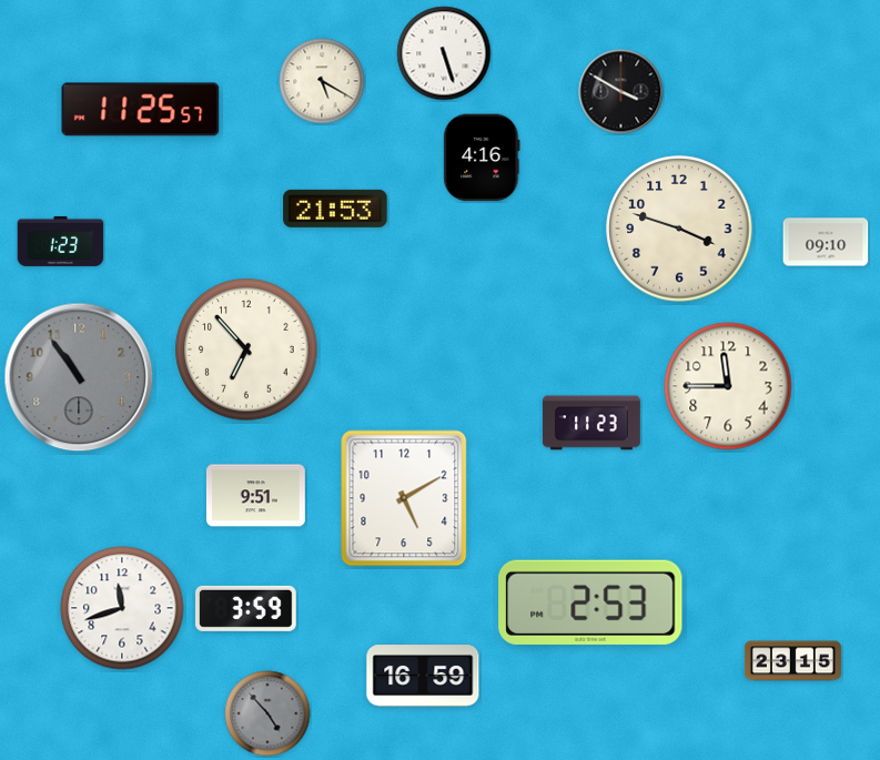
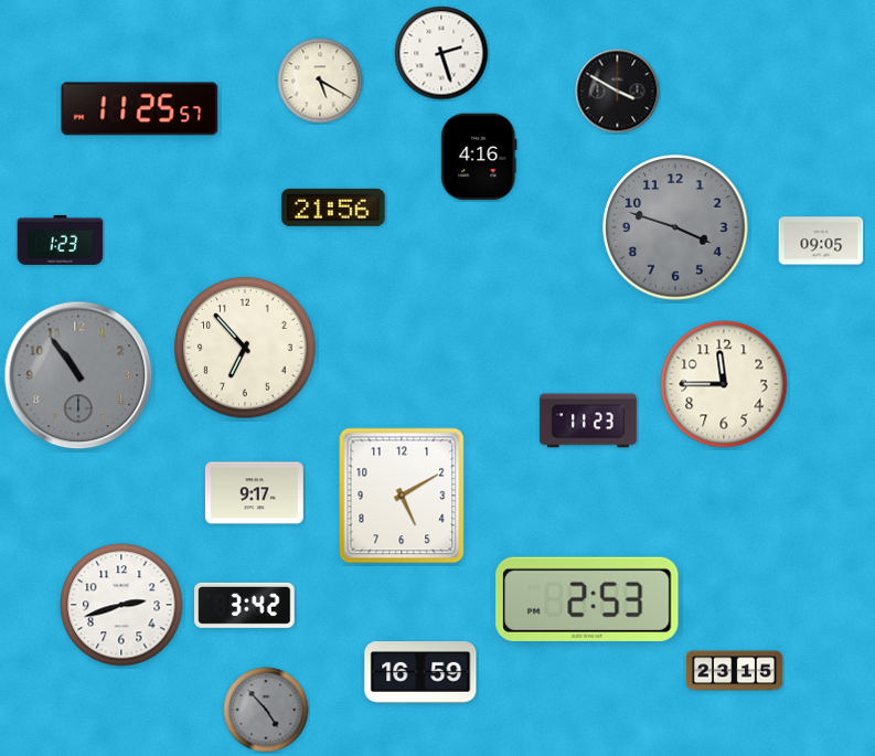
clock at (444, 53): 5:27 -> 2:27
clock at (335, 209): 21:53 -> 21:56
clock at (679, 229) dial: cream -> grey
clock at (826, 242): 09:10 -> 09:05
clock at (255, 496): 9:51 -> 9:17
clock at (122, 608): 11:42 -> 2:42
clock at (246, 608): 3:59 -> 3:42
clock at (792, 661) position: (792, 661) -> (734, 671)
